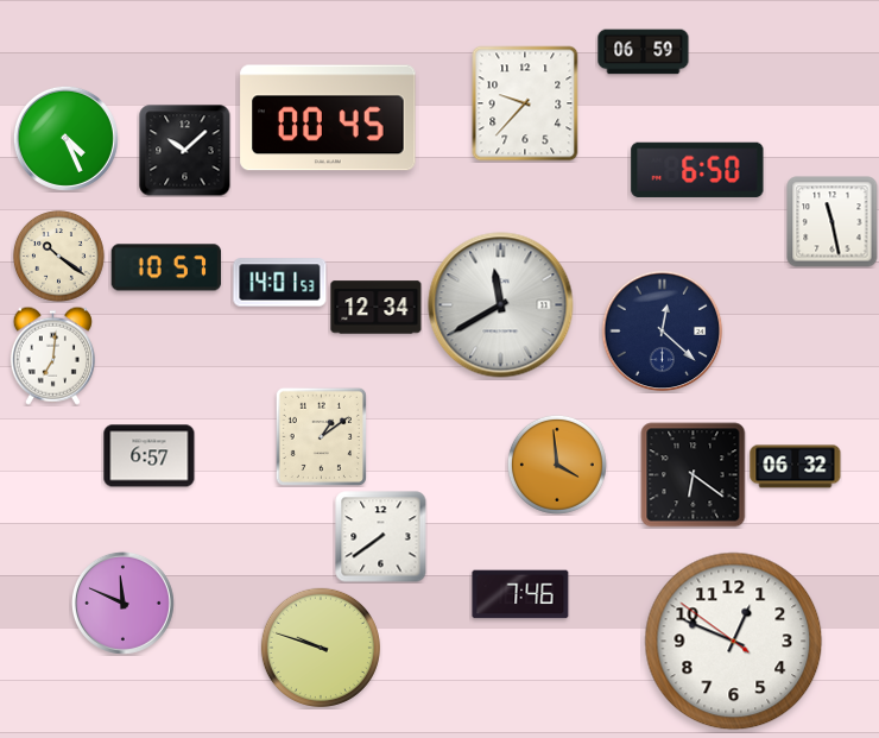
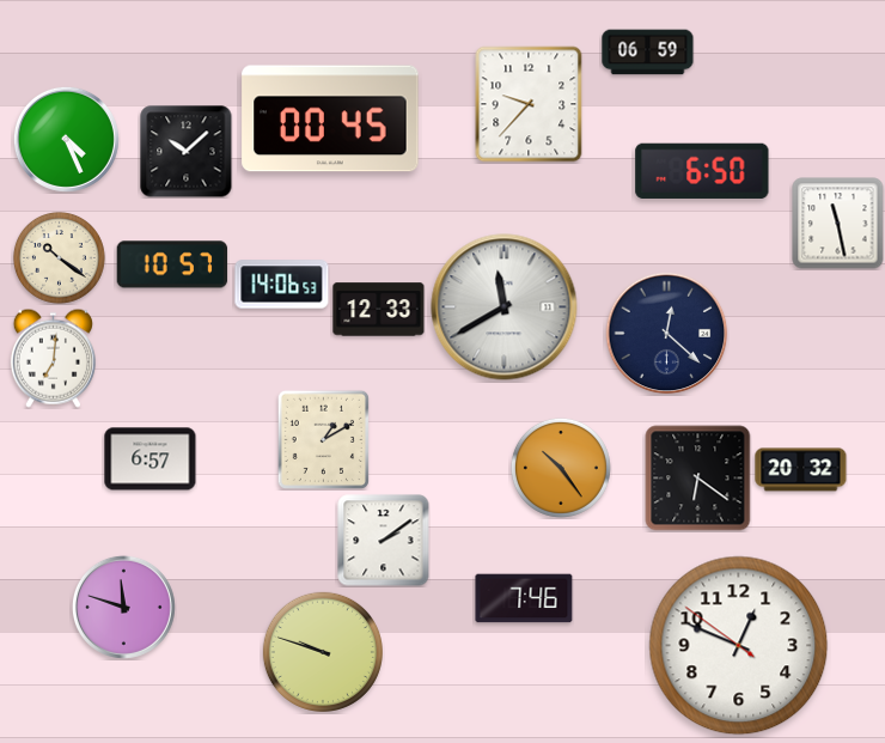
clock at (166, 267) position: (166, 267) -> (172, 264)
clock at (280, 283): 14:01 -> 14:06
clock at (377, 308): 12:34 -> 12:33
clock at (321, 436): 1:09 -> 1:10
clock at (557, 465): 3:59 -> 10:24
clock at (796, 467): 06:32 -> 20:32
clock at (381, 537): 7:39 -> 2:09
clock at (122, 603): 11:49 -> 11:48
